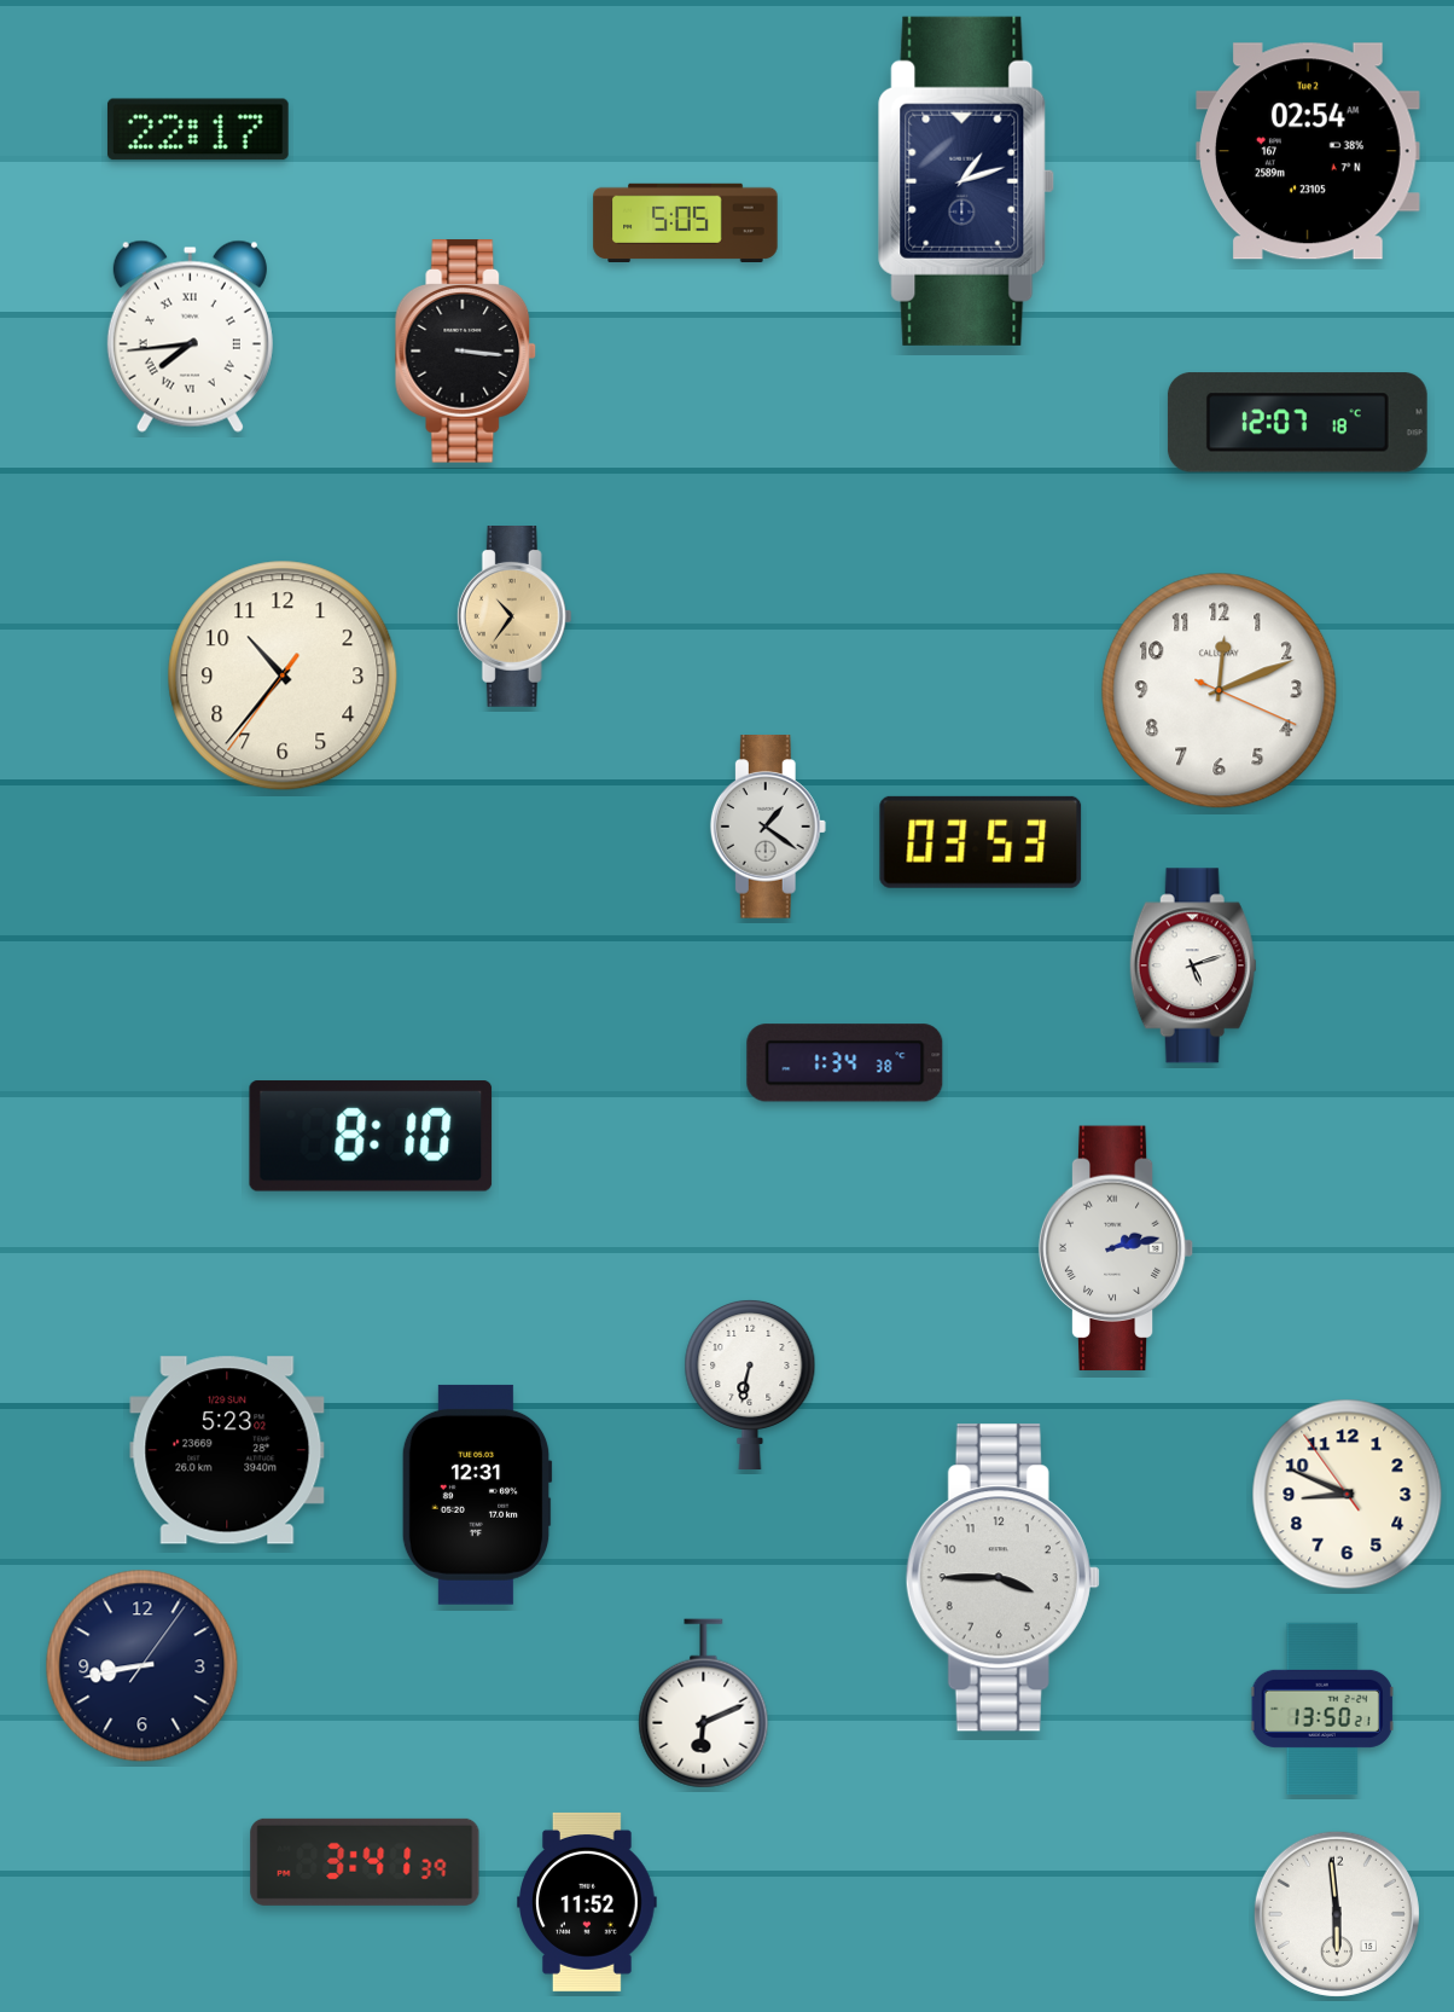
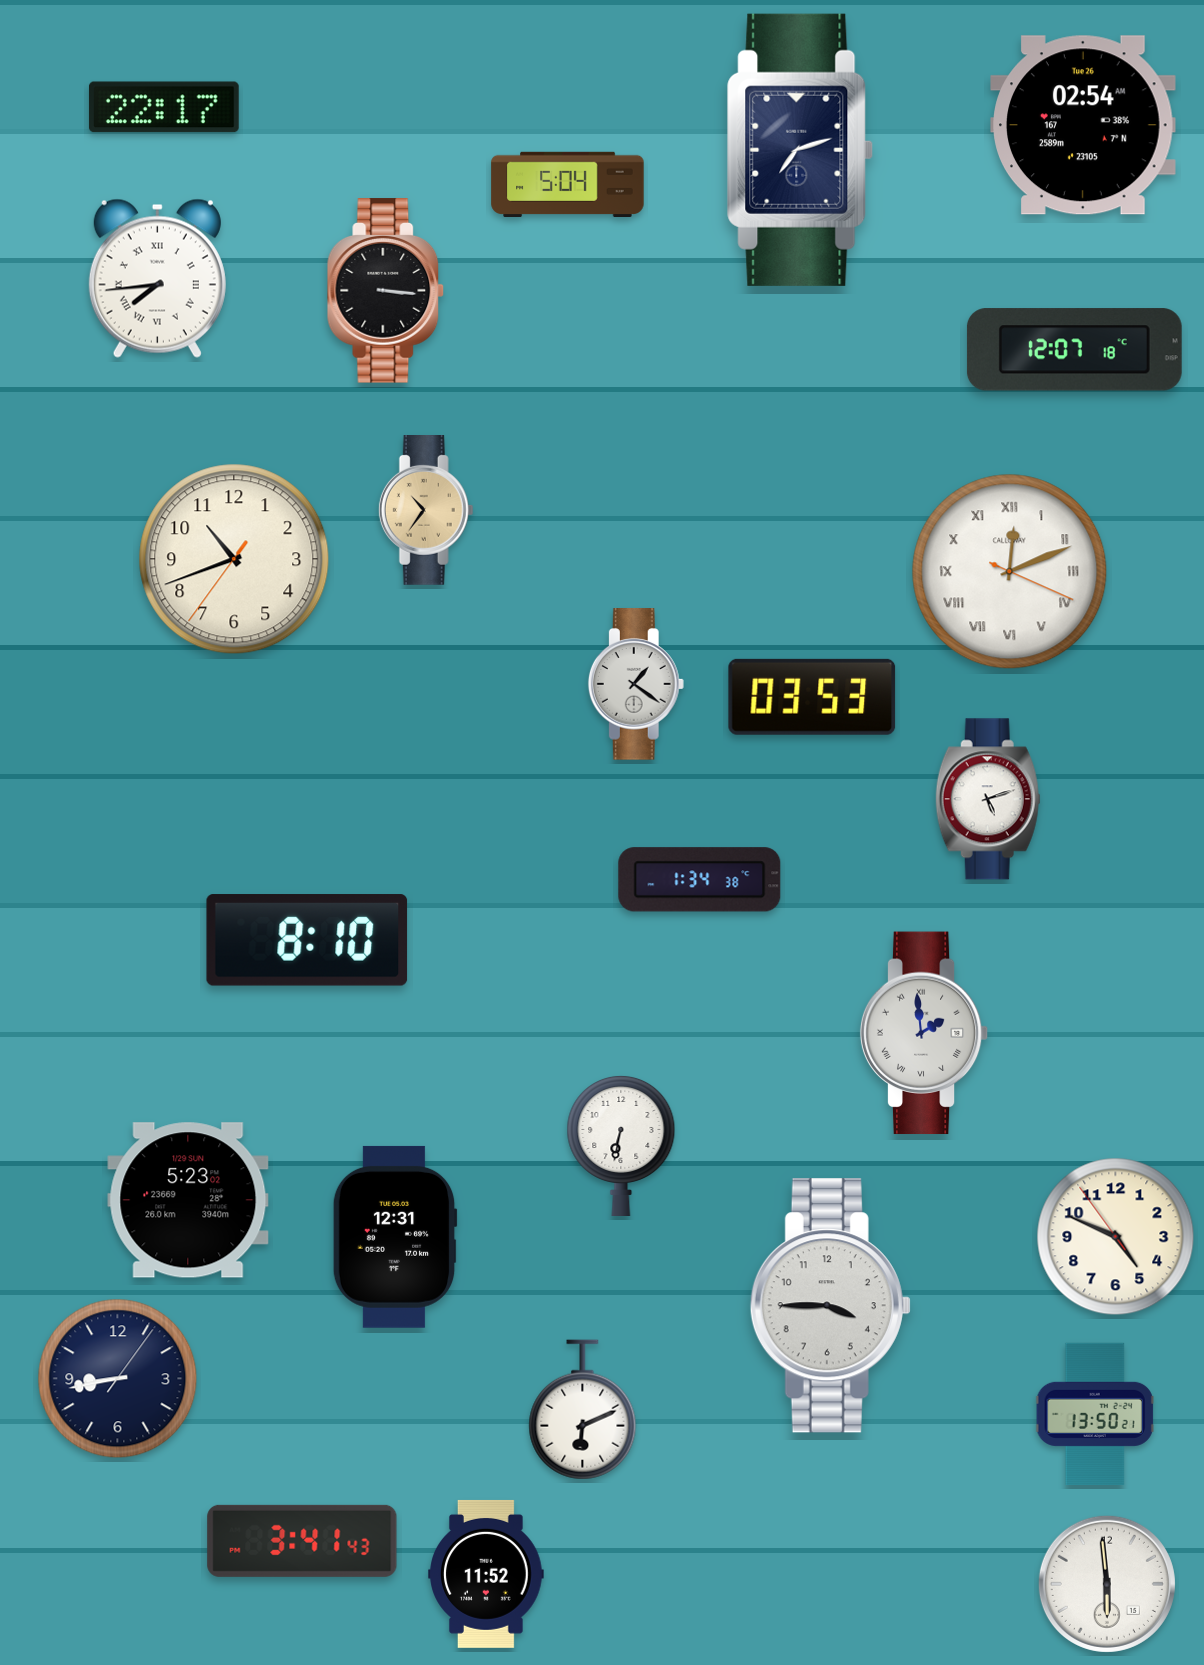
clock at (1308, 151) date: Tue 2 -> Tue 26
clock at (966, 181): 1:12 -> 7:12
clock at (686, 222): 5:05 -> 5:04
clock at (283, 676): 10:36 -> 10:41
clock at (1220, 691) numerals: Arabic -> Roman
clock at (1116, 1248): 2:13 -> 1:59
clock at (1348, 1495): 8:48 -> 4:48
clock at (365, 1862): 3:41:39 -> 3:41:43
